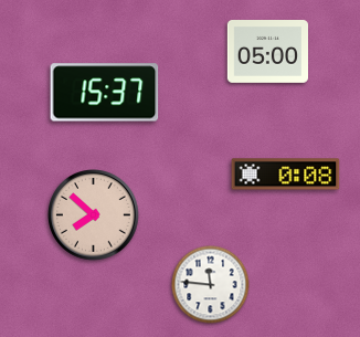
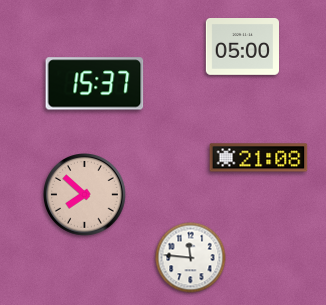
clock at (286, 175): 0:08 -> 21:08
